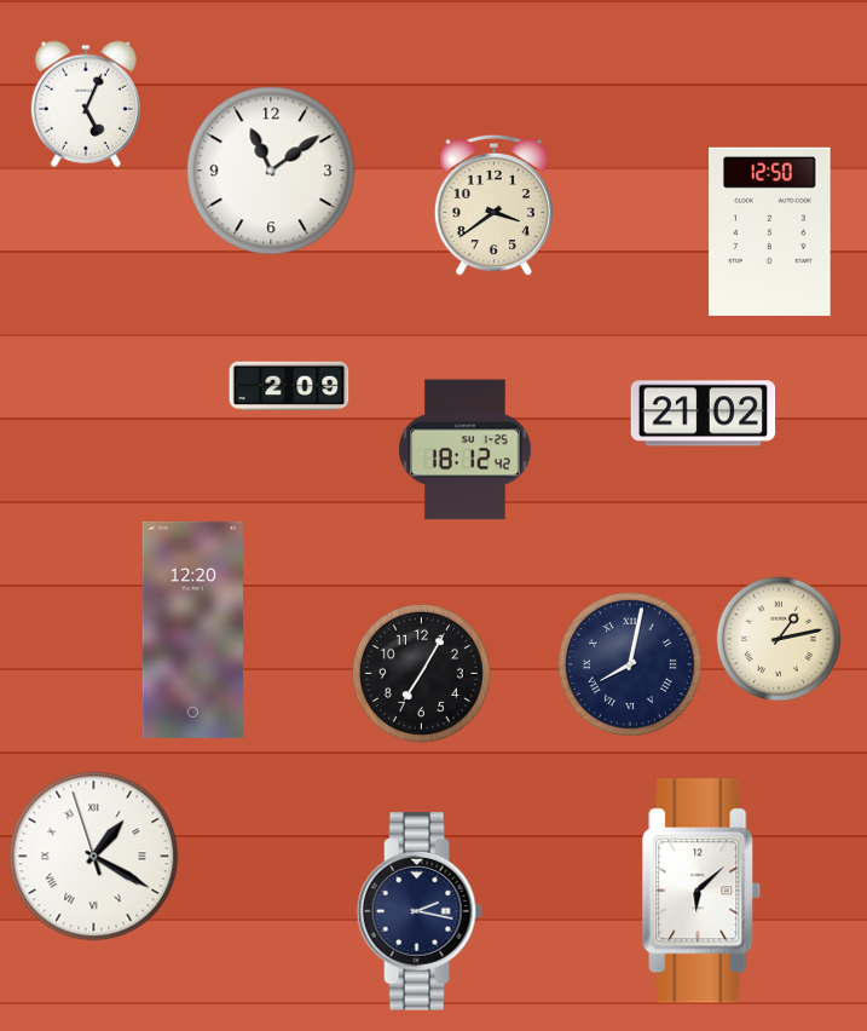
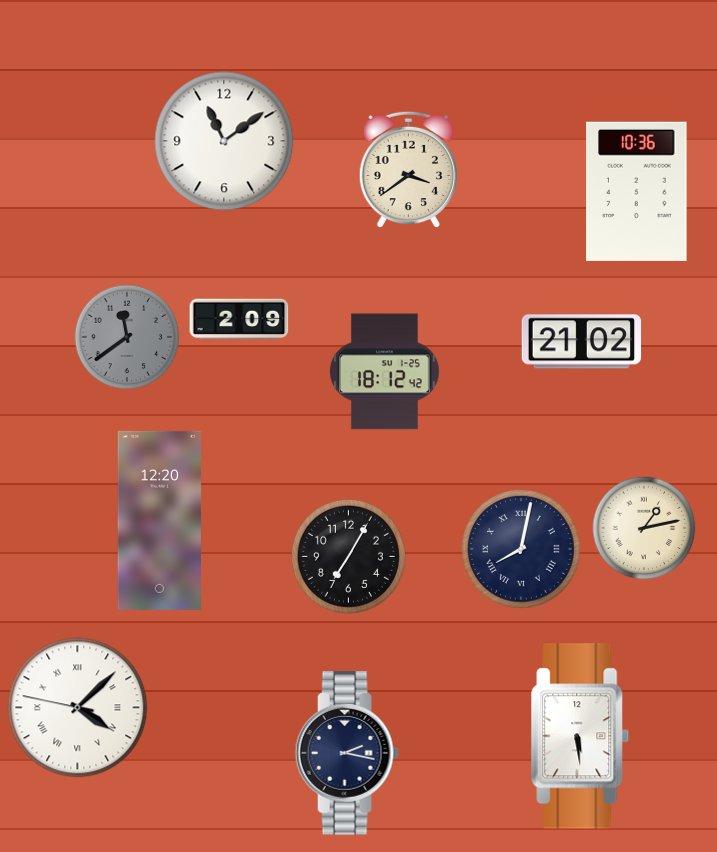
clock at (86, 104): 5:04 -> none
clock at (770, 231): 12:50 -> 10:36
clock at (127, 337): none -> 11:39
clock at (94, 857): 1:19 -> 4:07
clock at (701, 891): 6:08 -> 5:29
